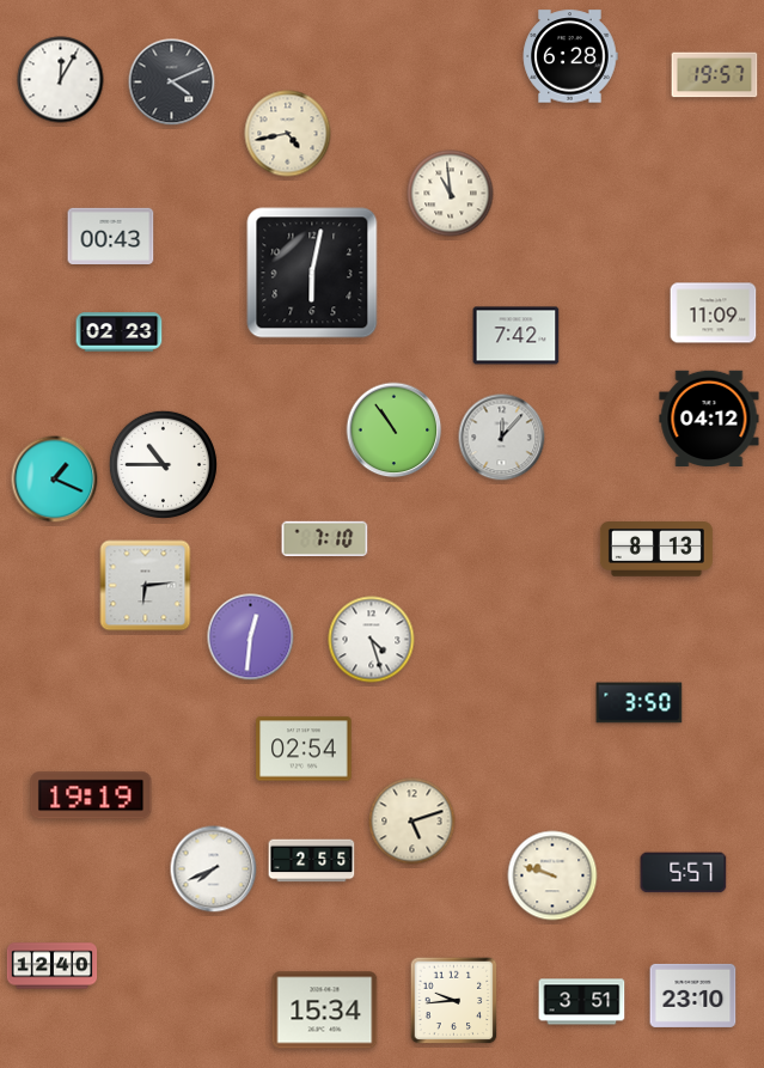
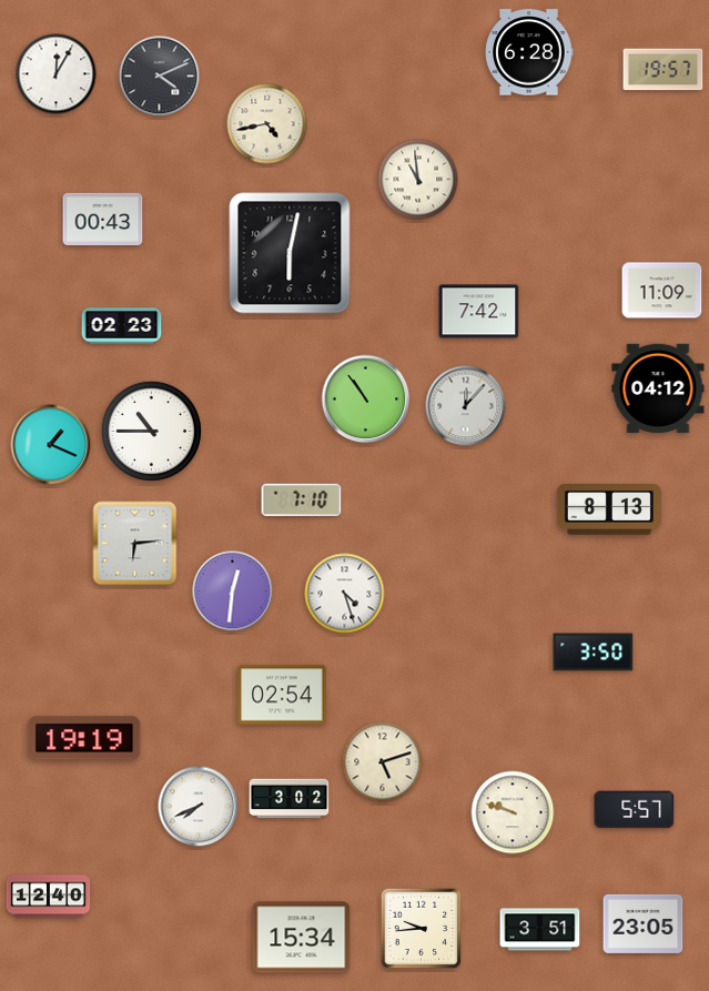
clock at (120, 332) position: (120, 332) -> (122, 326)
clock at (312, 861): 2:55 -> 3:02
clock at (693, 995): 23:10 -> 23:05
